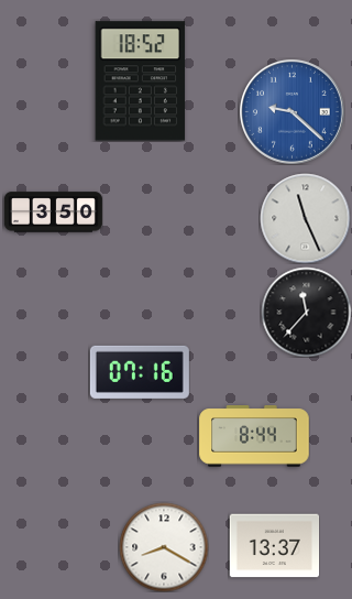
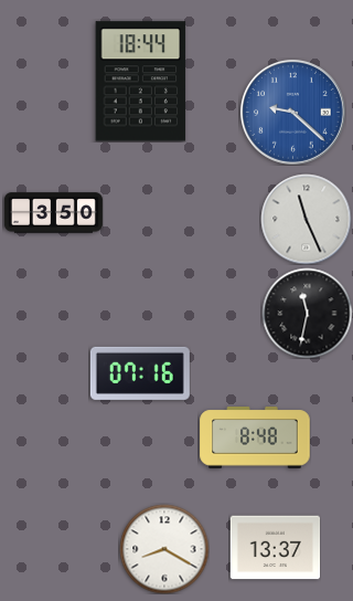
clock at (141, 81): 18:52 -> 18:44
clock at (306, 312): 11:37 -> 11:32
clock at (254, 436): 8:44 -> 8:48
